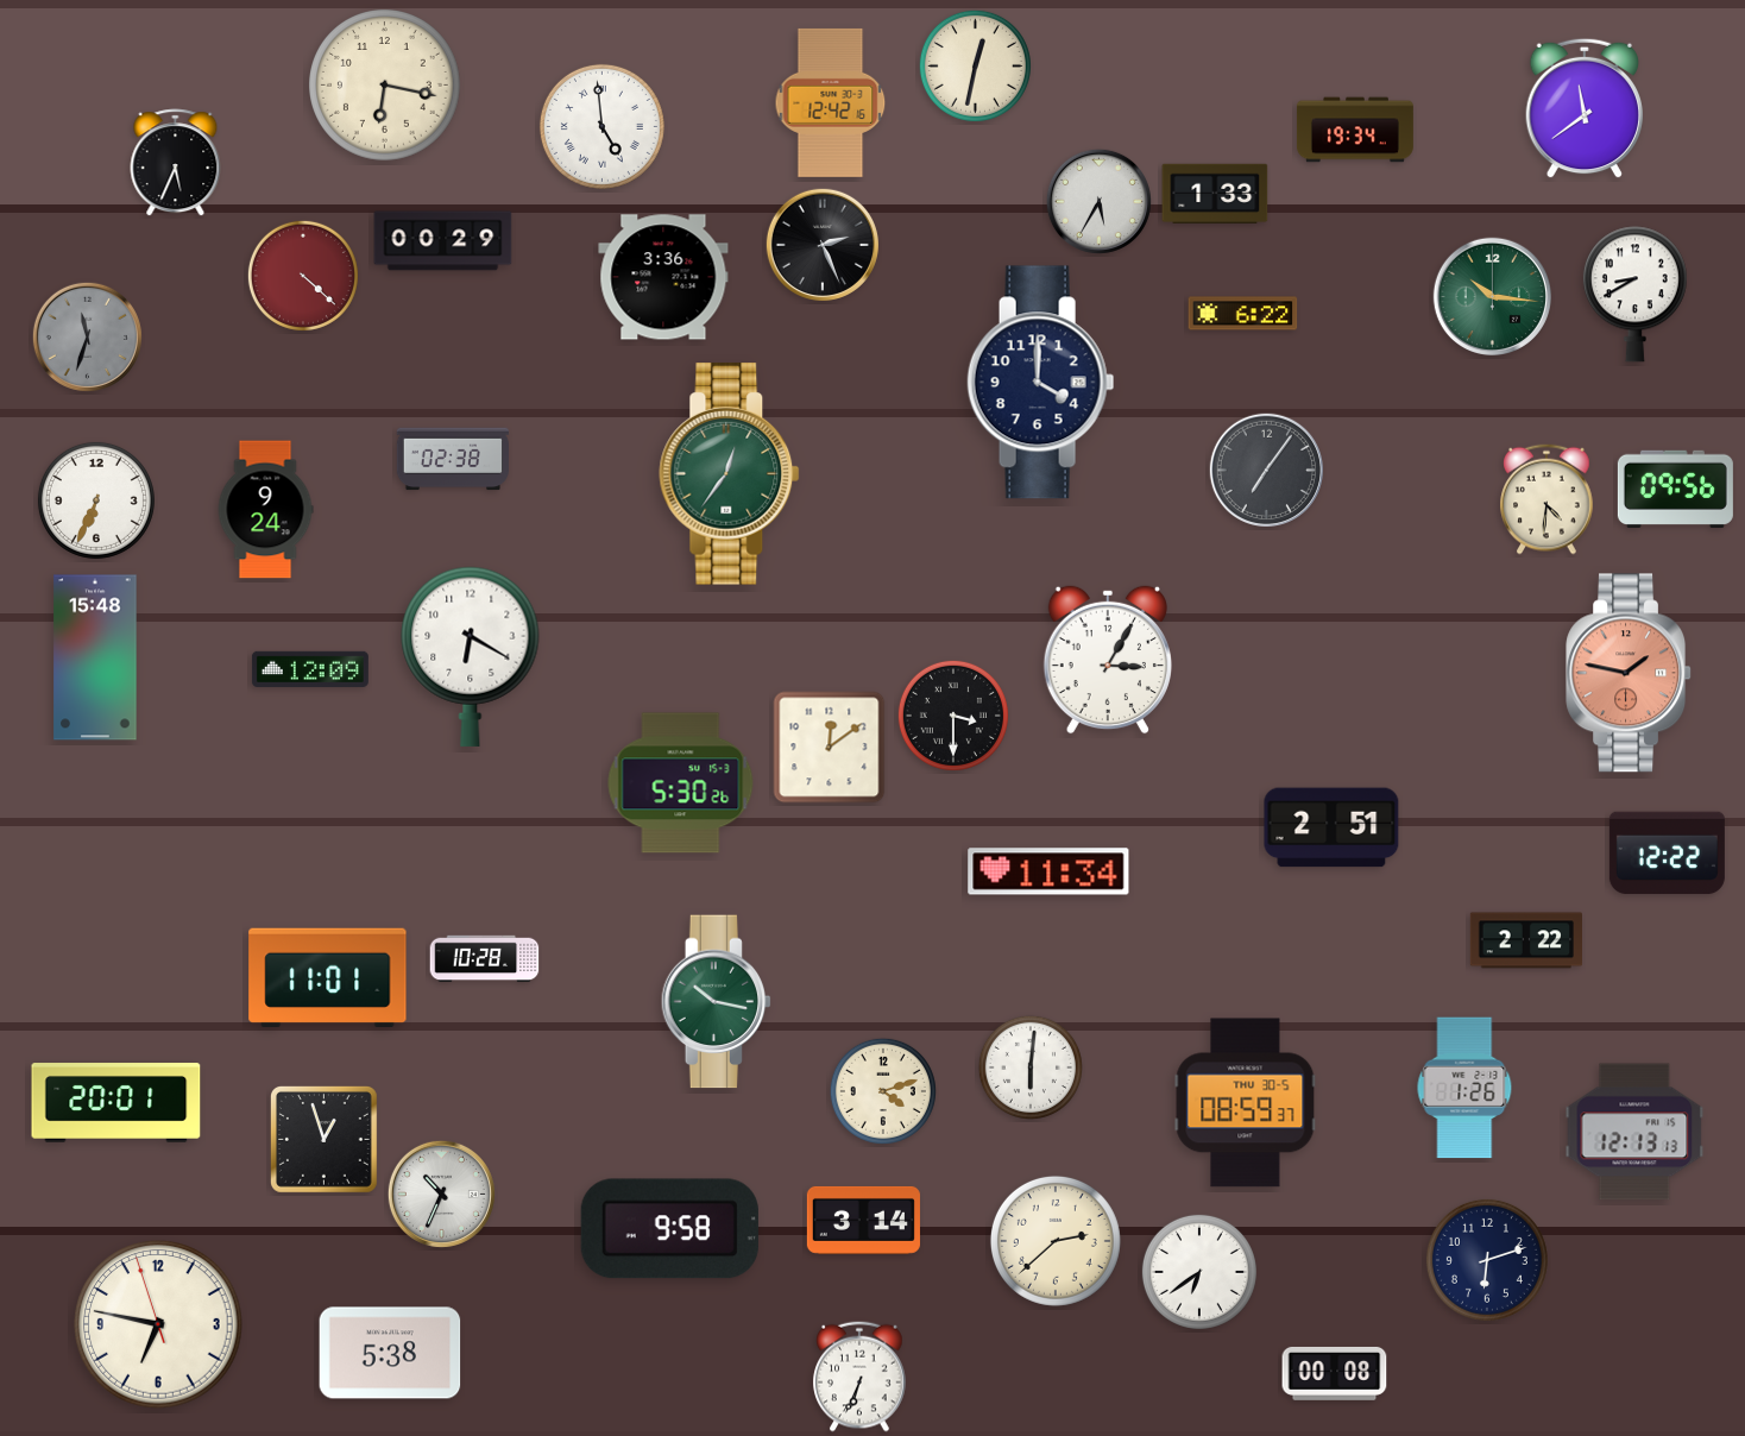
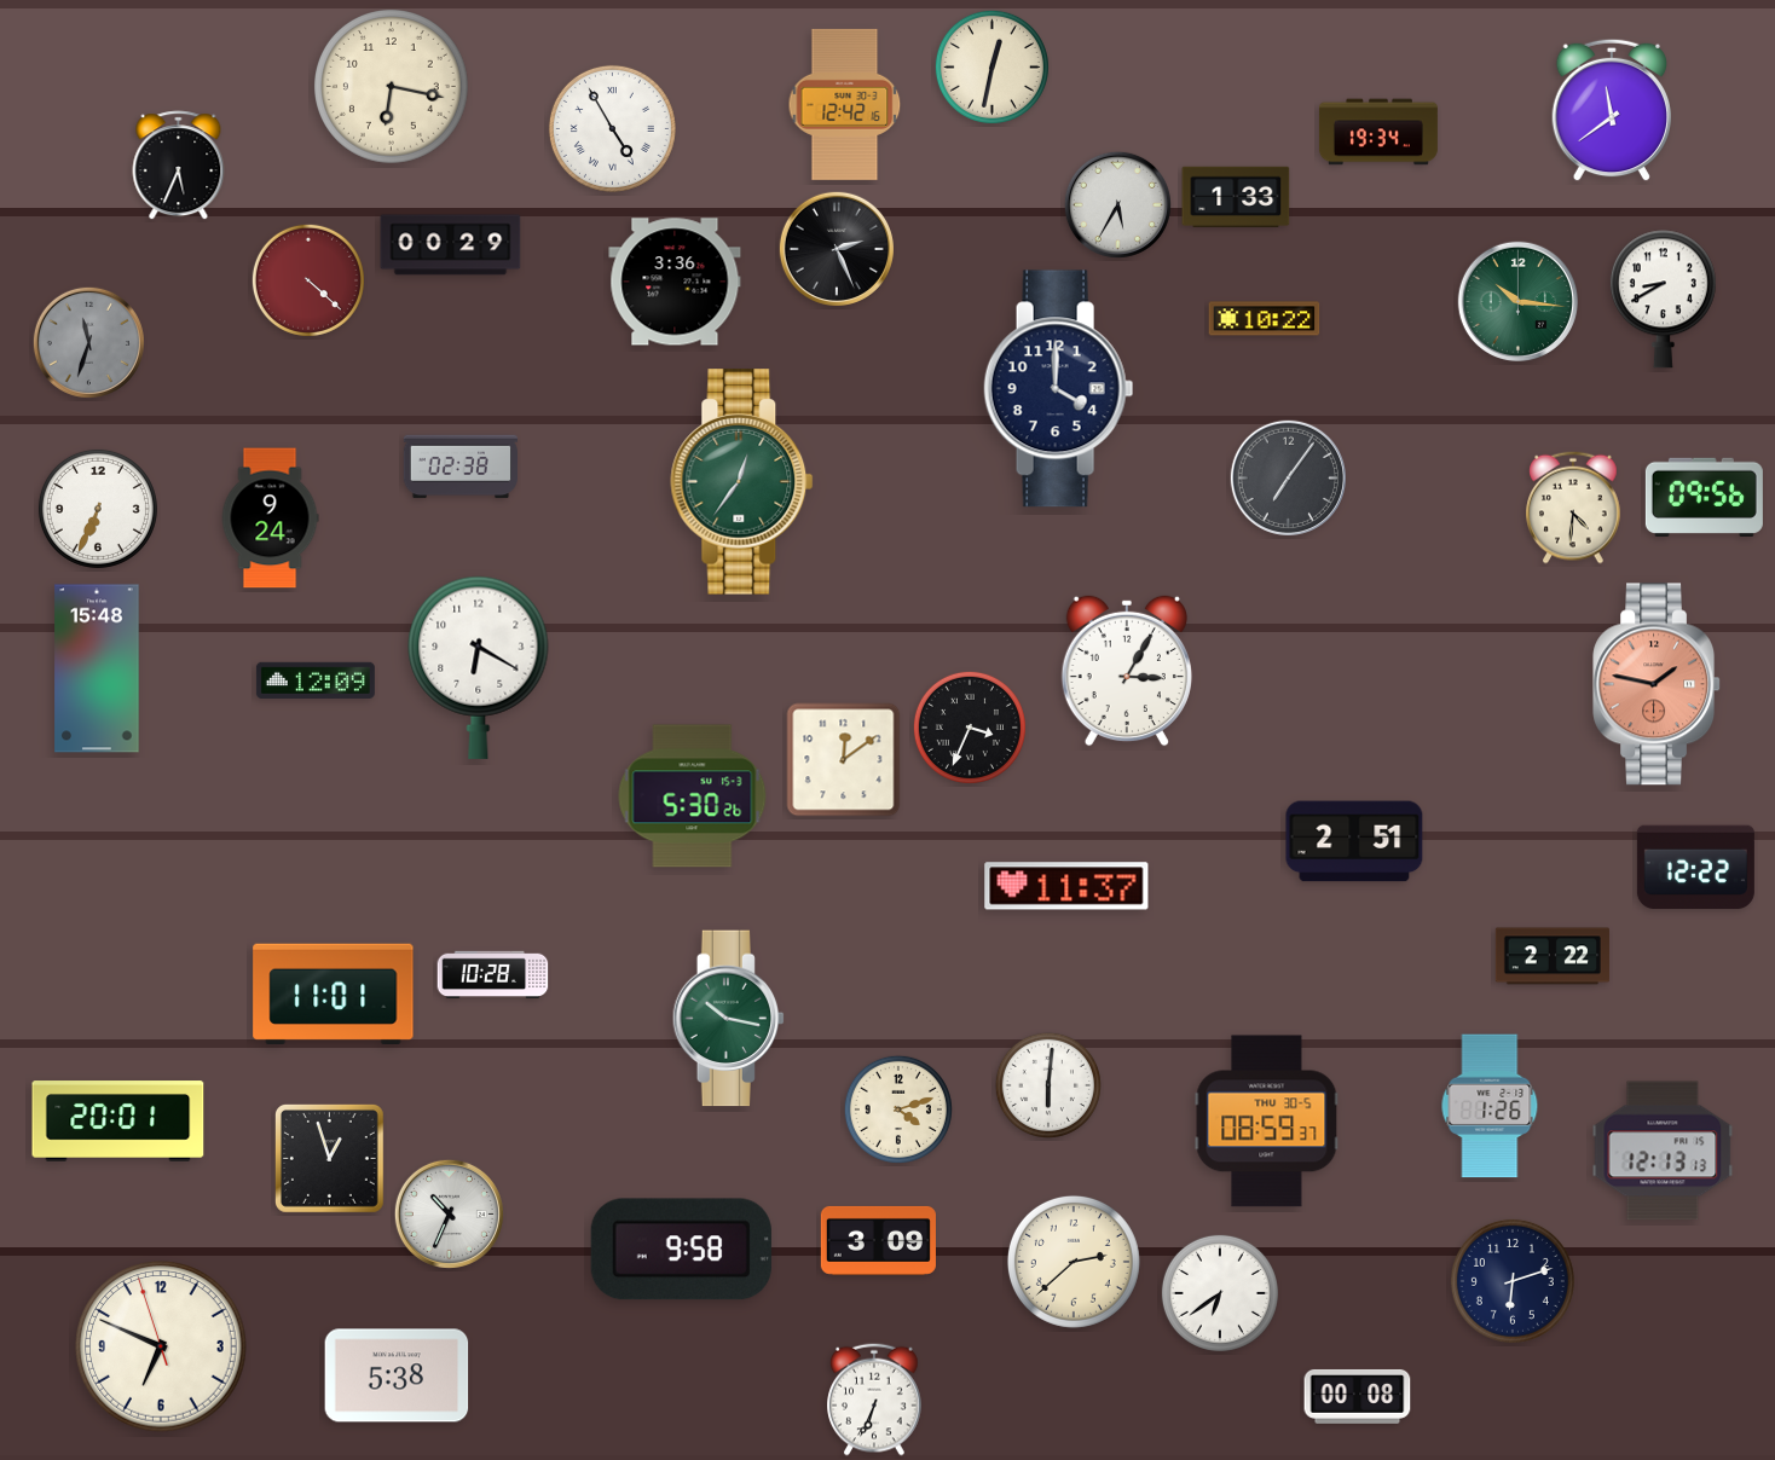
clock at (601, 126): 4:59 -> 4:55
clock at (1243, 314): 6:22 -> 10:22
clock at (953, 716): 3:30 -> 3:34
clock at (1048, 871): 11:34 -> 11:37
clock at (863, 1220): 3:14 -> 3:09
clock at (158, 1324): 6:46 -> 6:48
